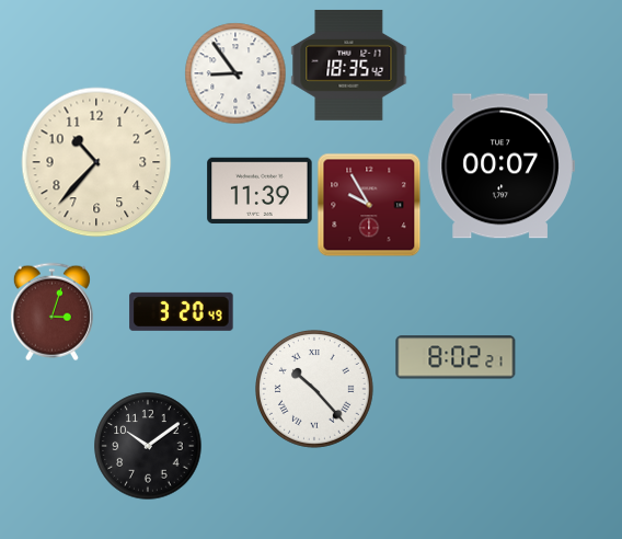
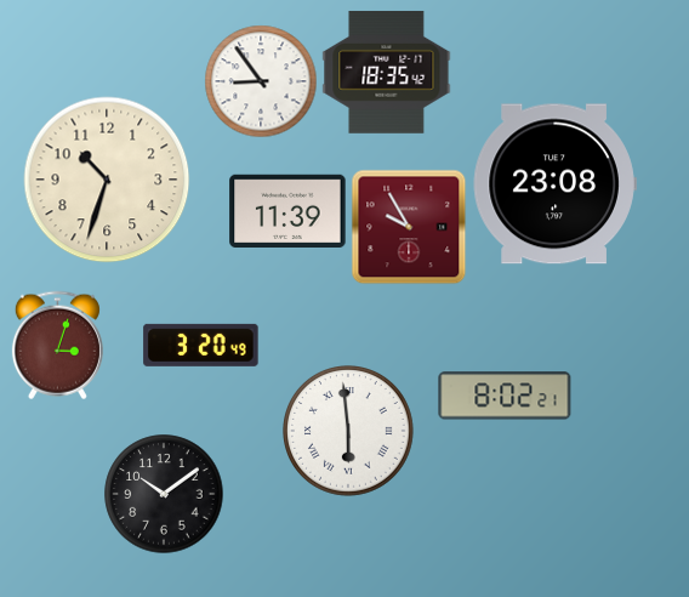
clock at (96, 162): 10:37 -> 10:33
clock at (500, 167): 00:07 -> 23:08
clock at (315, 390): 10:23 -> 5:59
